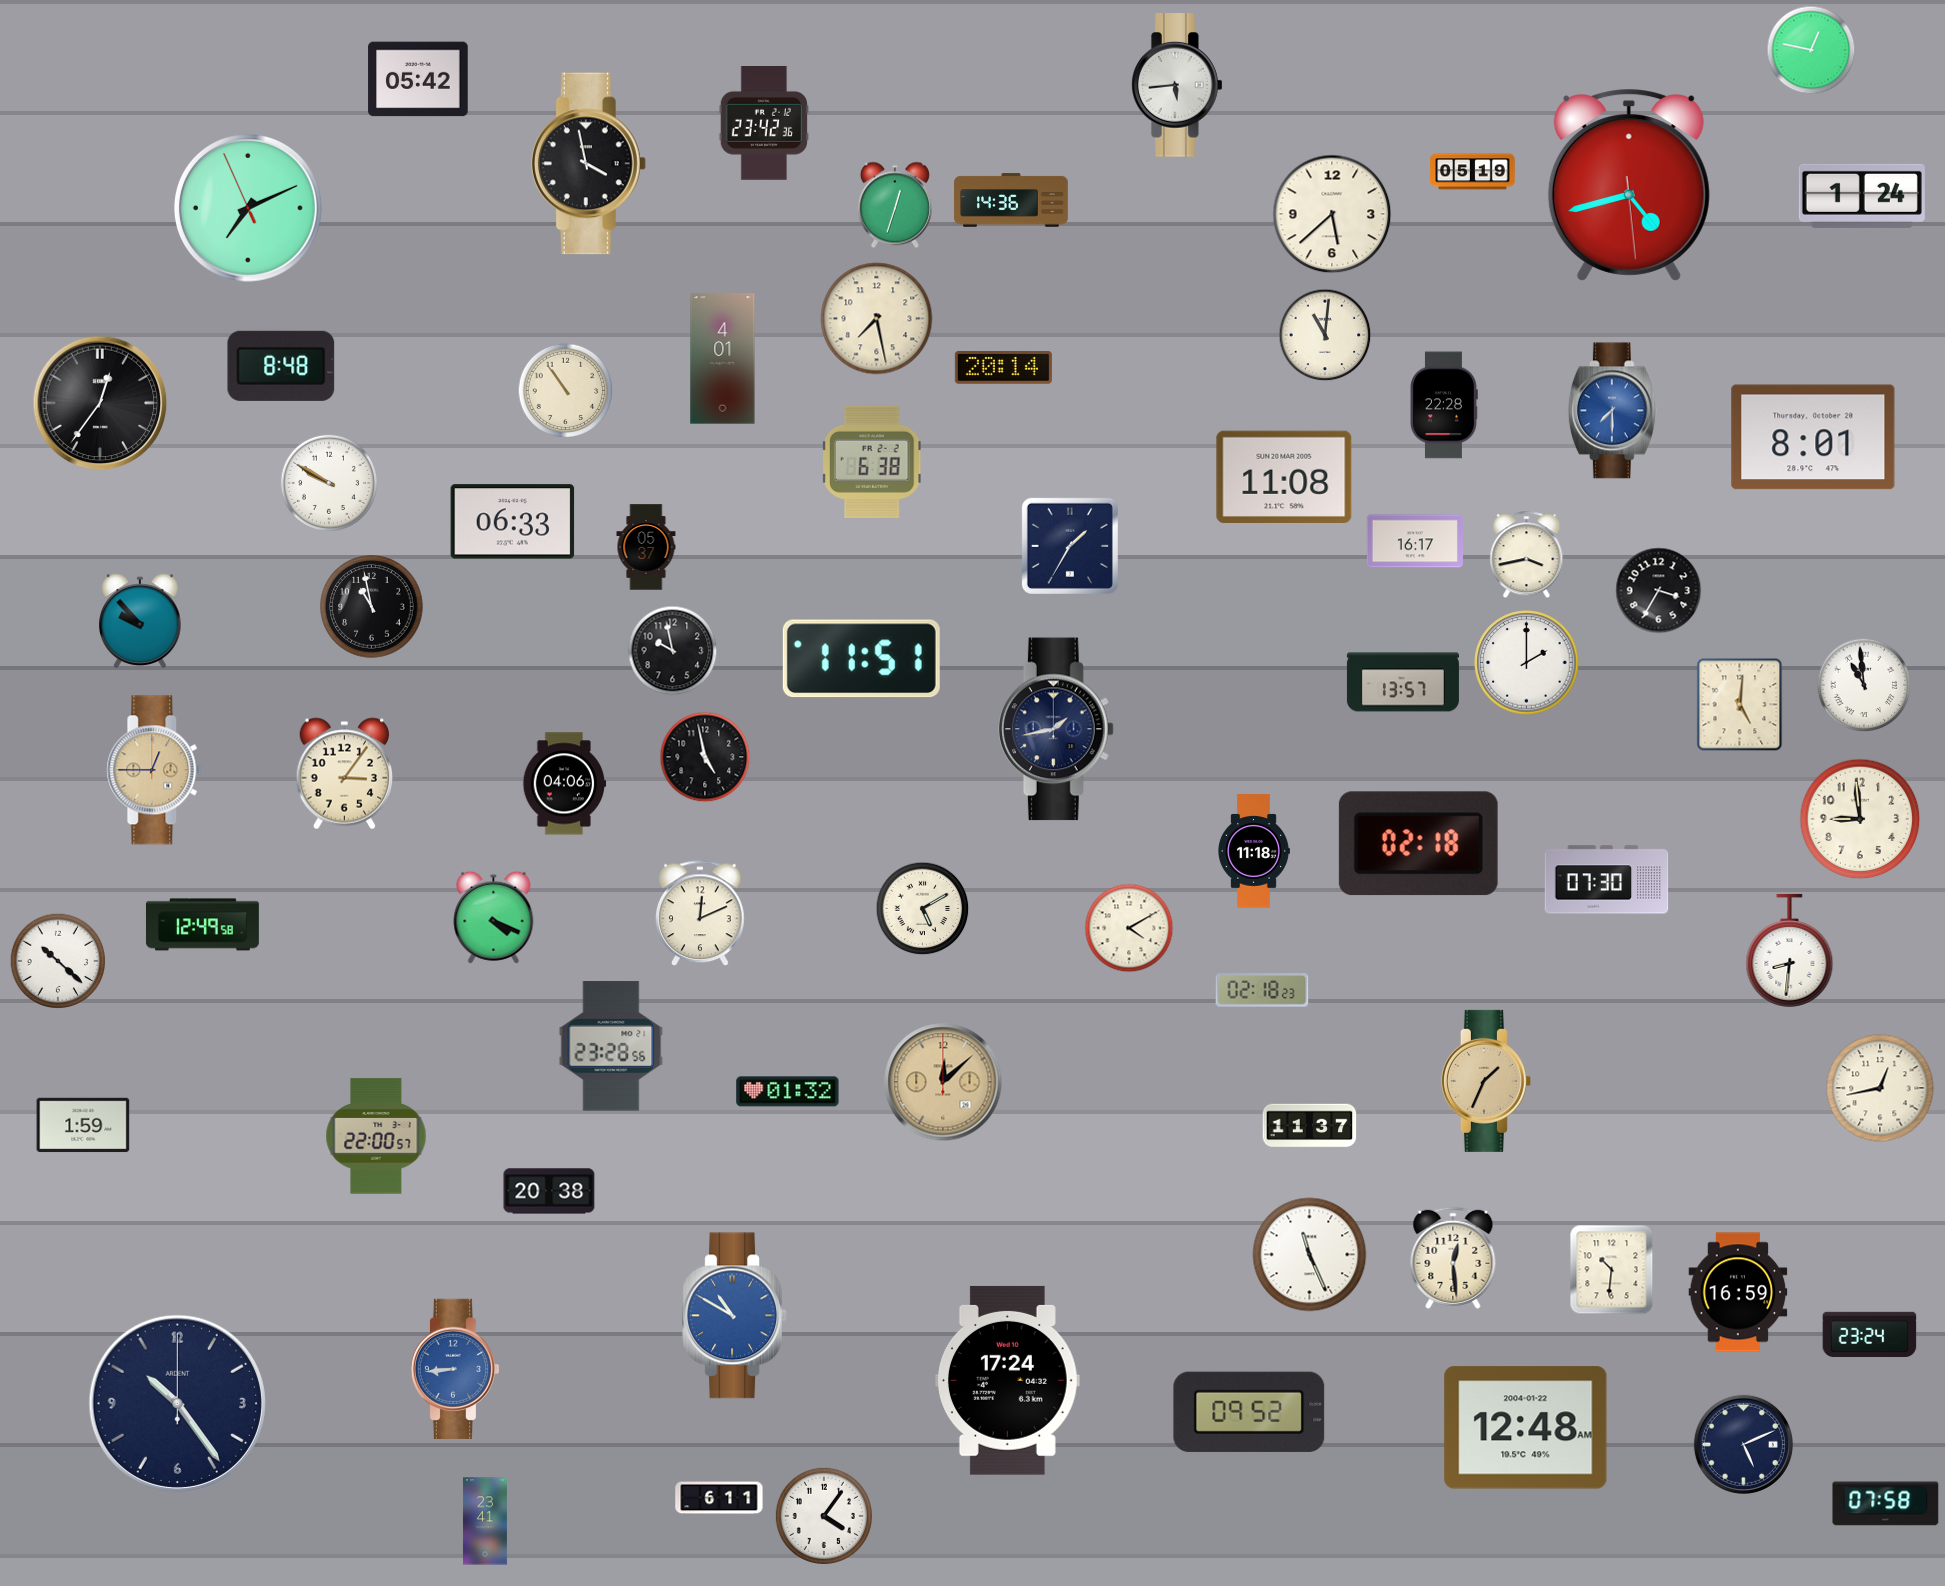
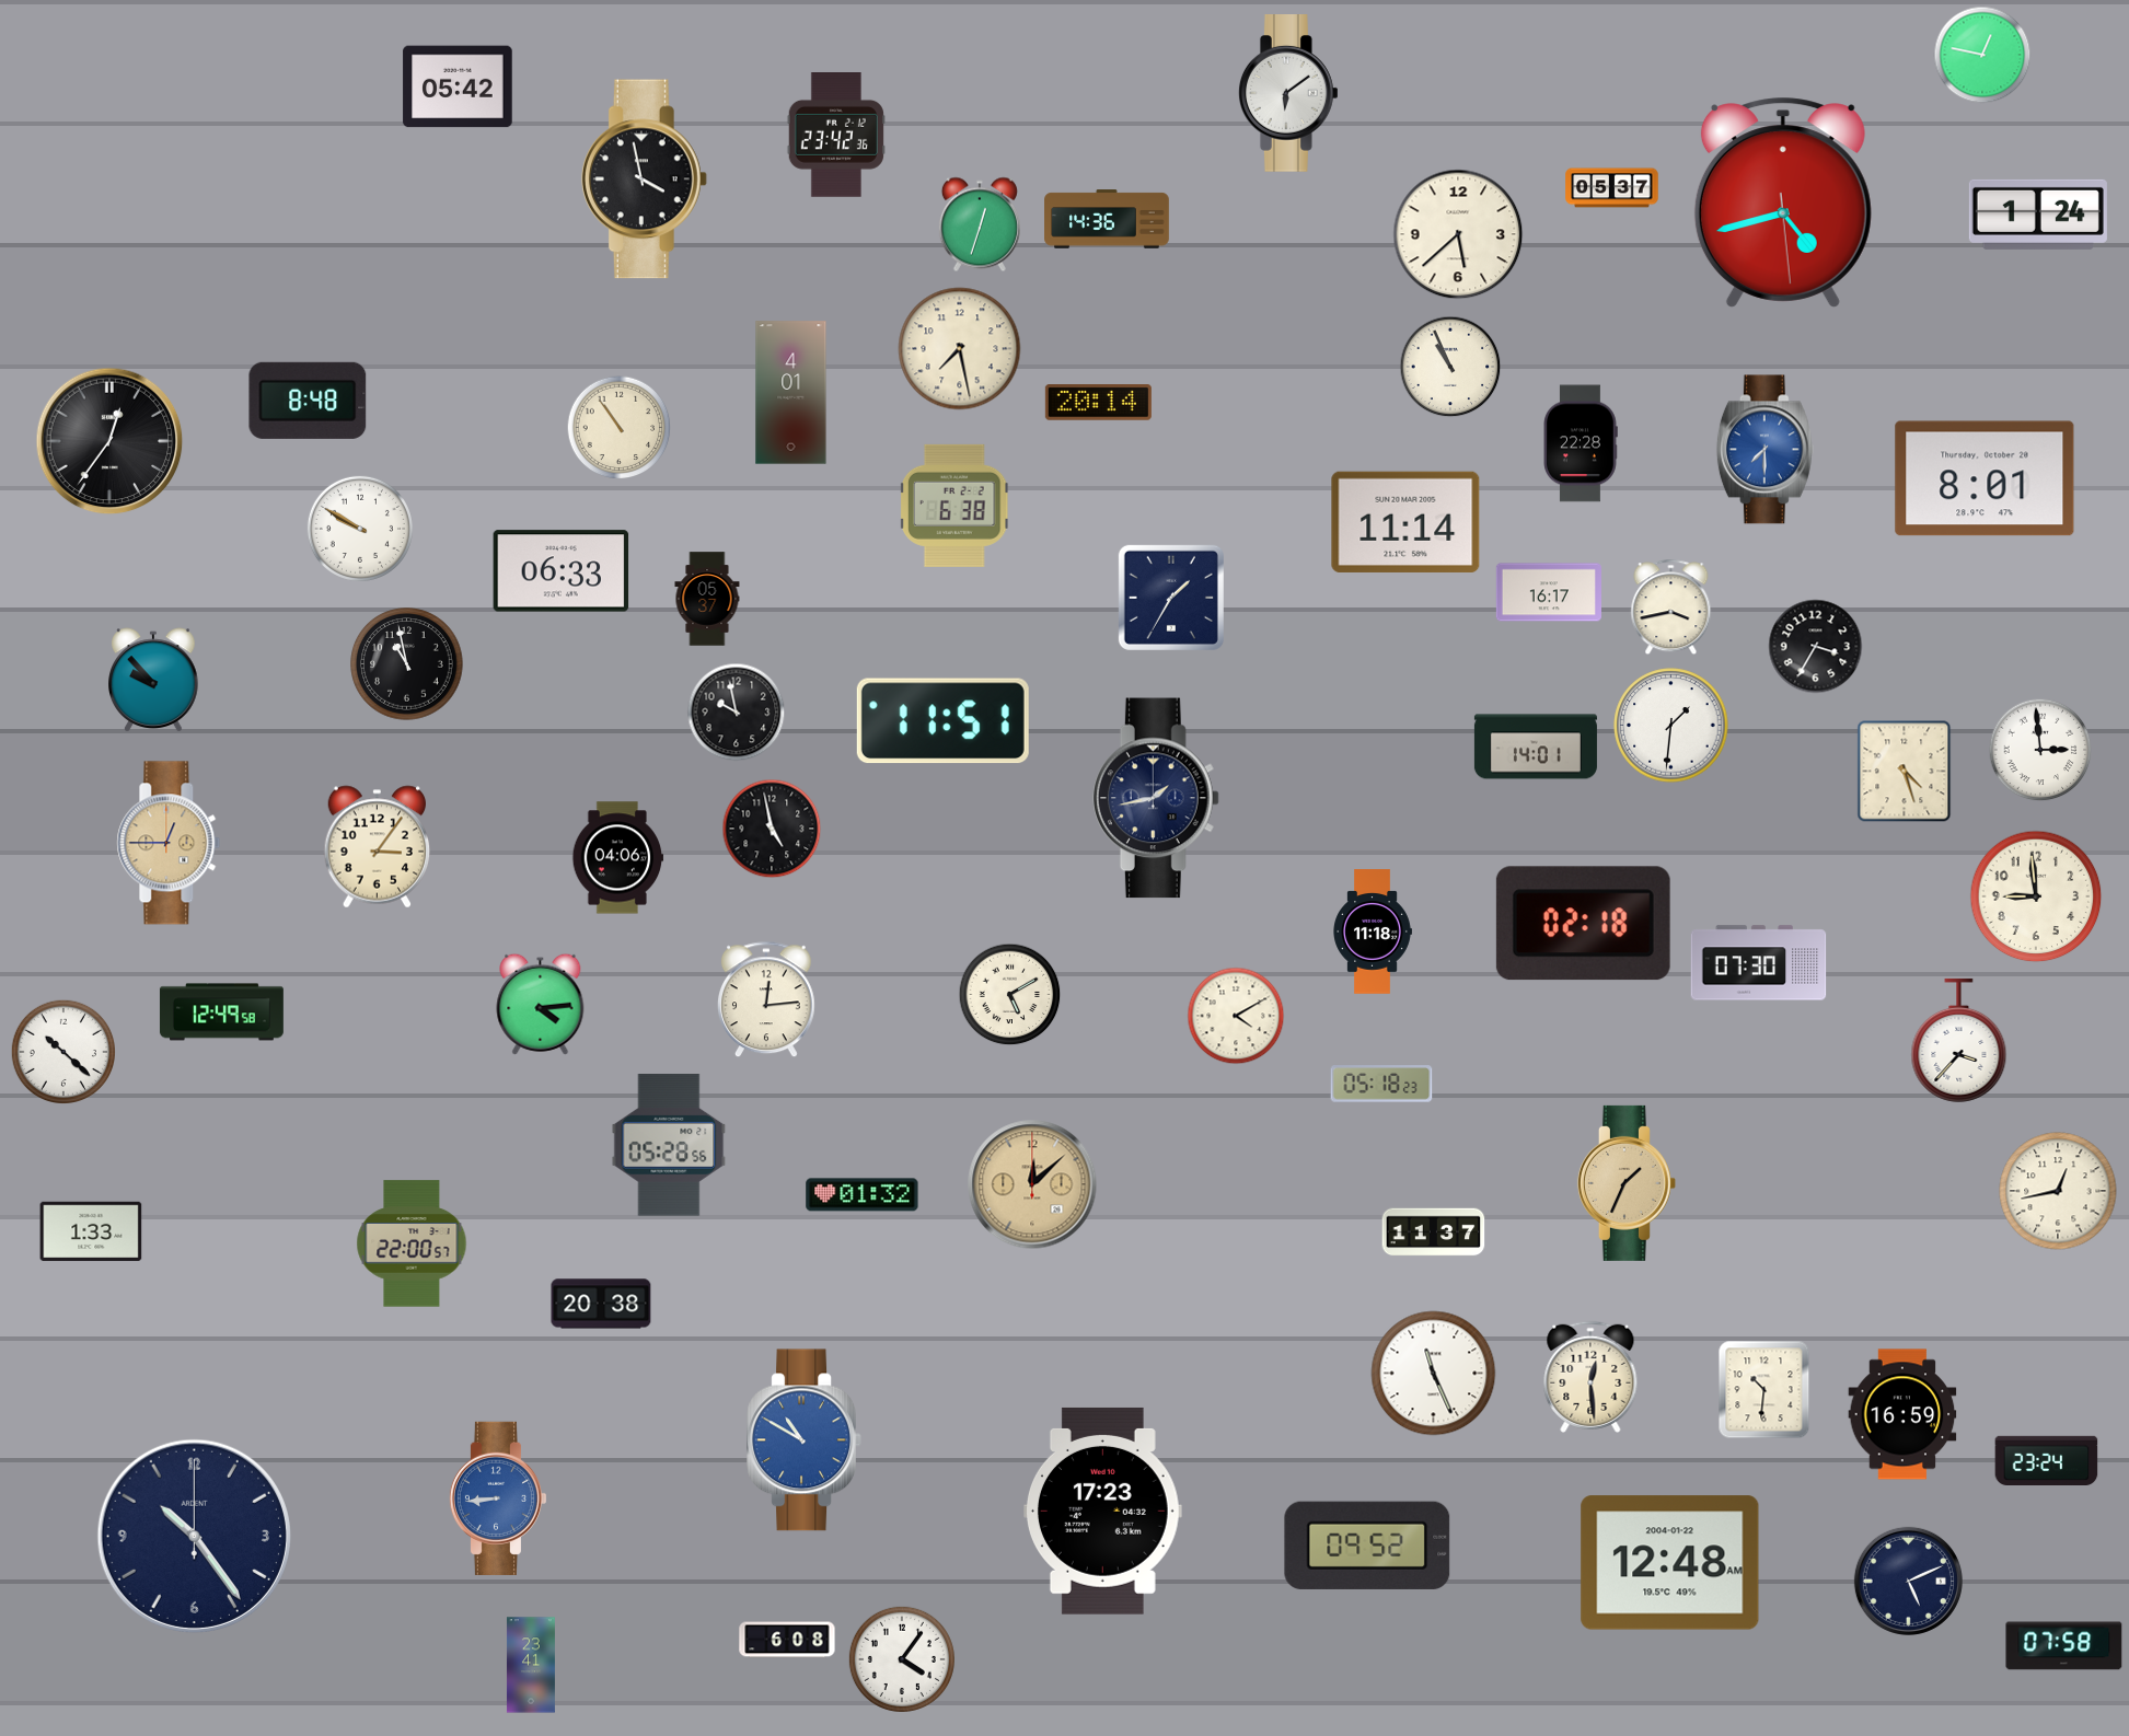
clock at (1177, 86): 5:44 -> 6:09
clock at (1473, 172): 05:19 -> 05:37
clock at (248, 208): 7:10 -> none
clock at (1325, 335): 11:01 -> 10:56
clock at (1284, 477): 11:08 -> 11:14
clock at (1527, 663): 2:00 -> 1:31
clock at (1403, 682): 13:57 -> 14:01
clock at (1864, 685): 10:59 -> 2:59
clock at (1740, 705): 5:01 -> 4:27
clock at (1418, 844) position: (1418, 844) -> (1583, 924)
clock at (701, 914): 12:11 -> 12:14
clock at (494, 917): 4:19 -> 4:14
clock at (1790, 950): 8:31 -> 3:37
clock at (1262, 990): 02:18 -> 05:18
clock at (611, 1046): 23:28 -> 05:28
clock at (83, 1125): 1:59 -> 1:33
clock at (1007, 1380): 17:24 -> 17:23
clock at (719, 1498): 6:11 -> 6:08
